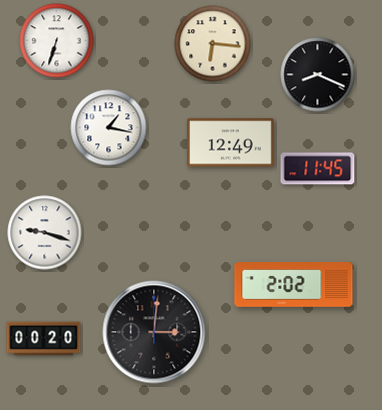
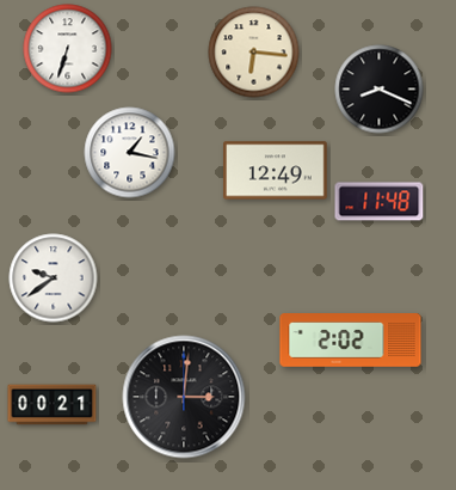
clock at (318, 169): 11:45 -> 11:48
clock at (45, 233): 9:18 -> 9:39
clock at (44, 339): 00:20 -> 00:21
